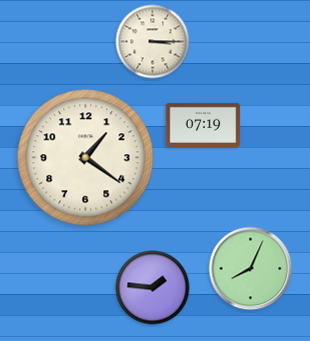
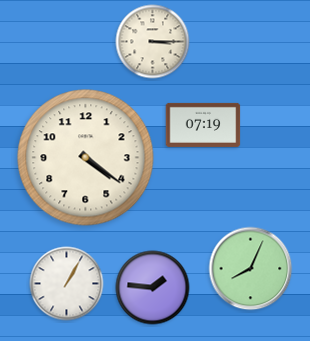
clock at (86, 158): 1:21 -> 4:21
clock at (67, 284): none -> 1:05
